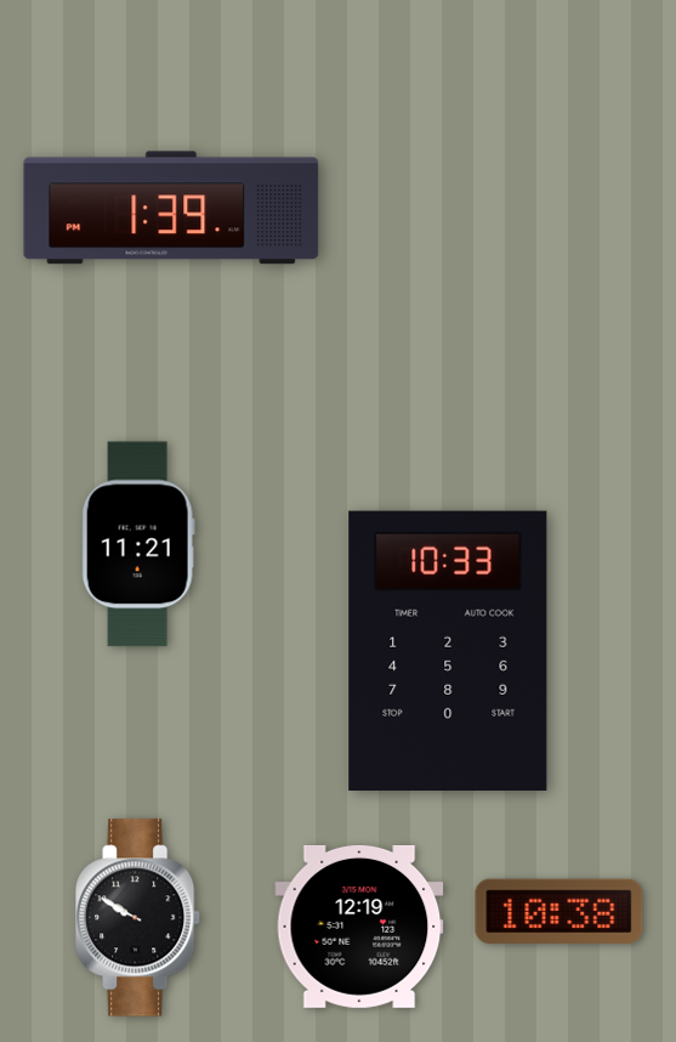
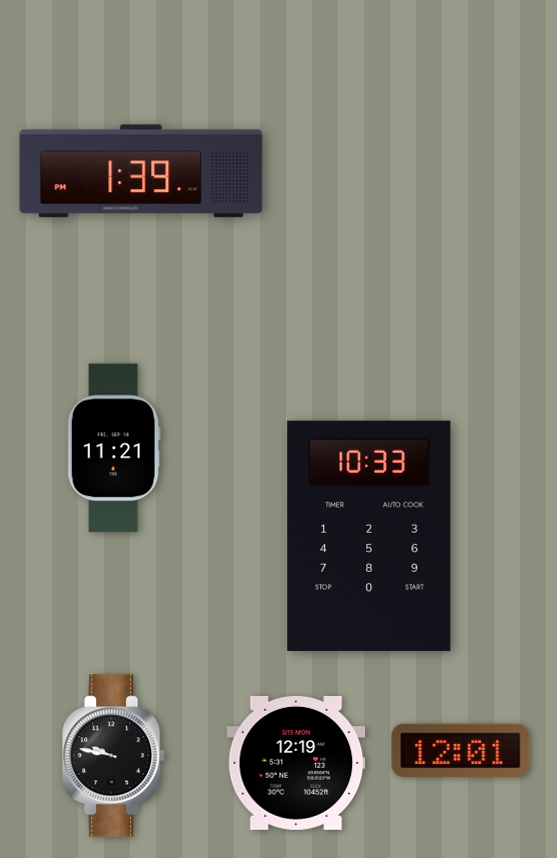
clock at (559, 911): 10:38 -> 12:01
clock at (140, 918): 9:50 -> 9:47
